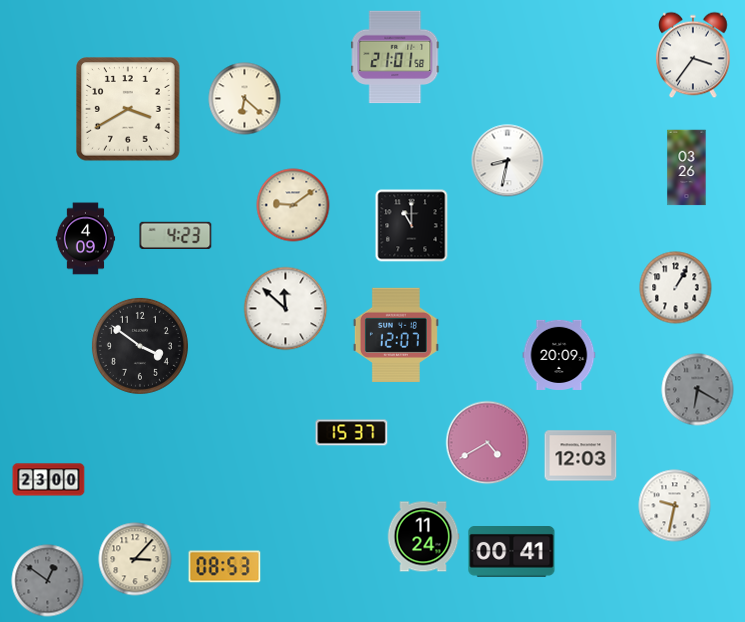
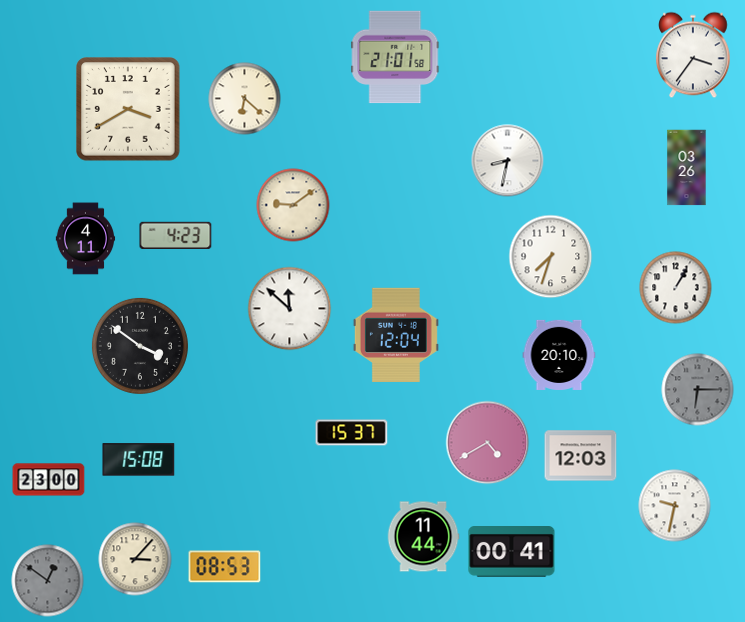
clock at (412, 226): 11:00 -> none
clock at (86, 239): 4:09 -> 4:11
clock at (551, 257): none -> 7:33
clock at (286, 309) position: (286, 309) -> (290, 309)
clock at (396, 335): 12:07 -> 12:04
clock at (559, 355): 20:09 -> 20:10
clock at (698, 390): 6:20 -> 6:15
clock at (139, 460): none -> 15:08
clock at (423, 537): 11:24 -> 11:44
